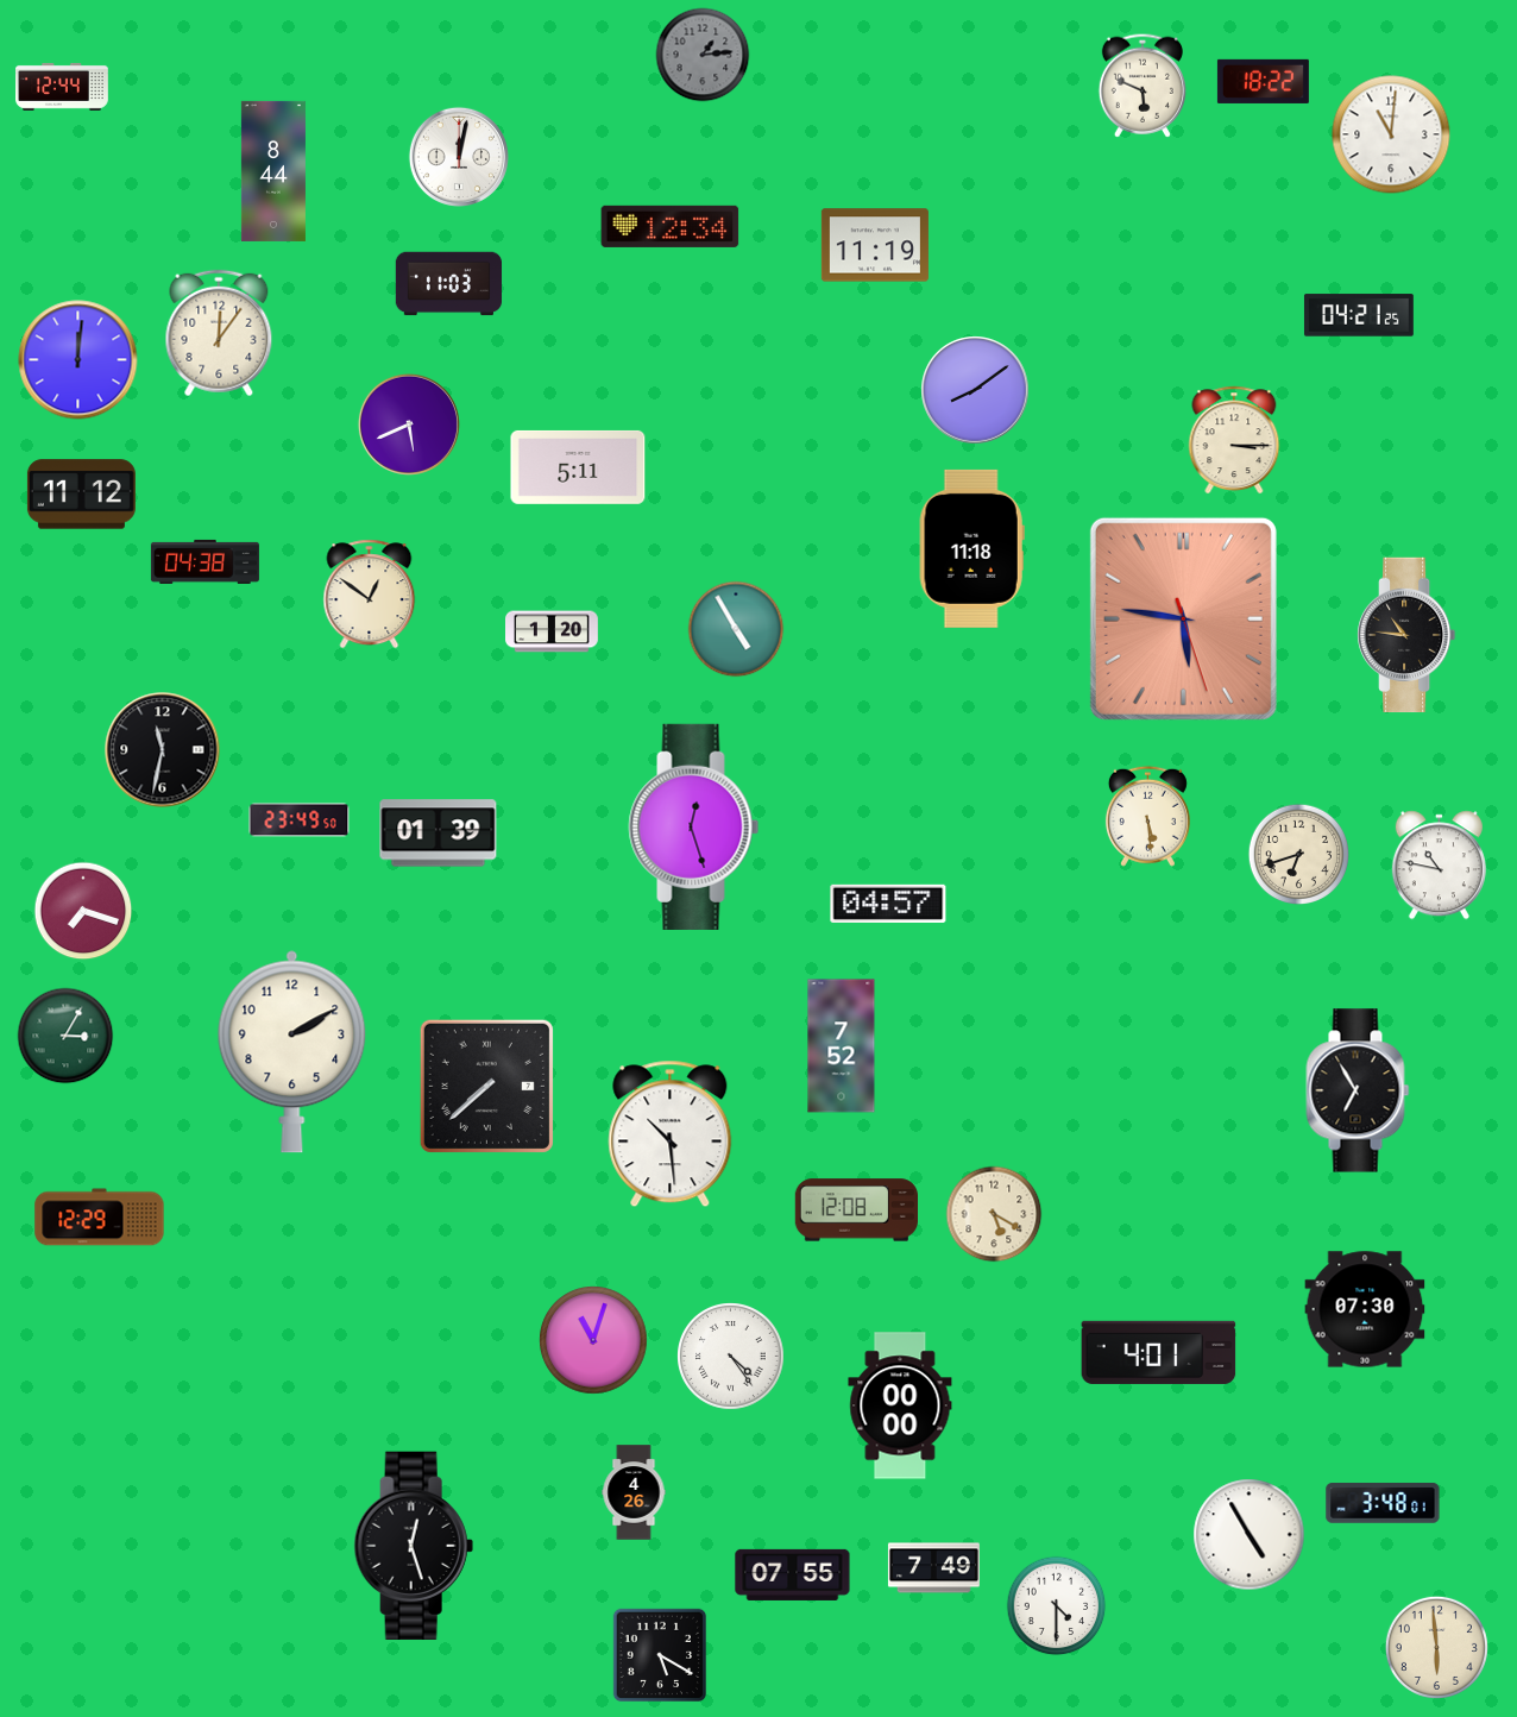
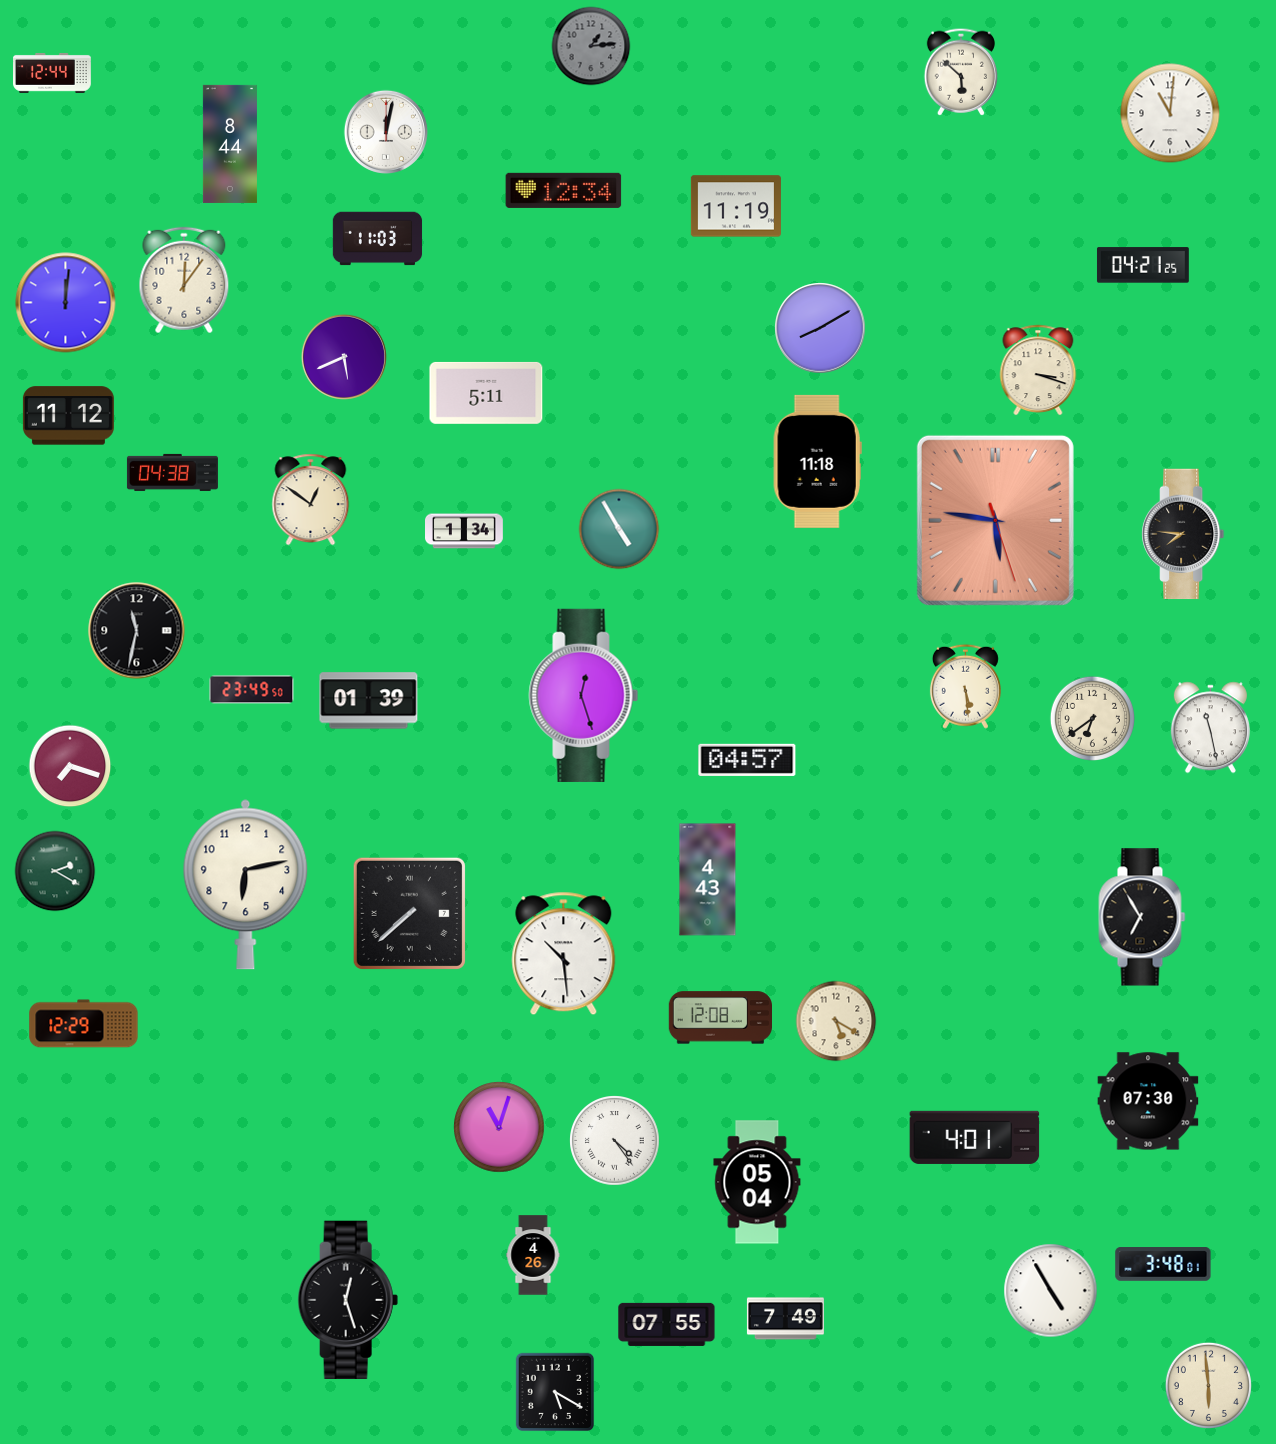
clock at (1263, 81): 18:22 -> none
clock at (1141, 86): 5:49 -> 5:52
clock at (975, 390): 8:09 -> 8:10
clock at (1234, 440): 3:15 -> 3:18
clock at (553, 631): 1:20 -> 1:34
clock at (1408, 635): 10:46 -> 7:46
clock at (1298, 854): 6:42 -> 6:39
clock at (1439, 866): 10:47 -> 11:28
clock at (65, 1036): 3:05 -> 2:20
clock at (842, 1046): 7:52 -> 4:43
clock at (292, 1052): 2:10 -> 6:13
clock at (900, 1405): 00:00 -> 05:04
clock at (1057, 1606): 4:30 -> none
